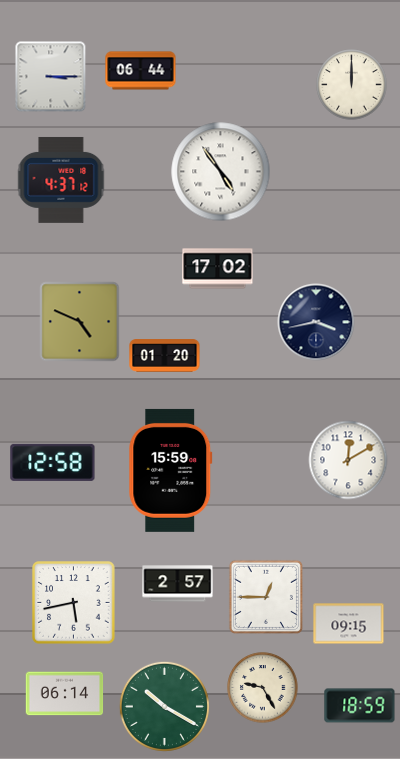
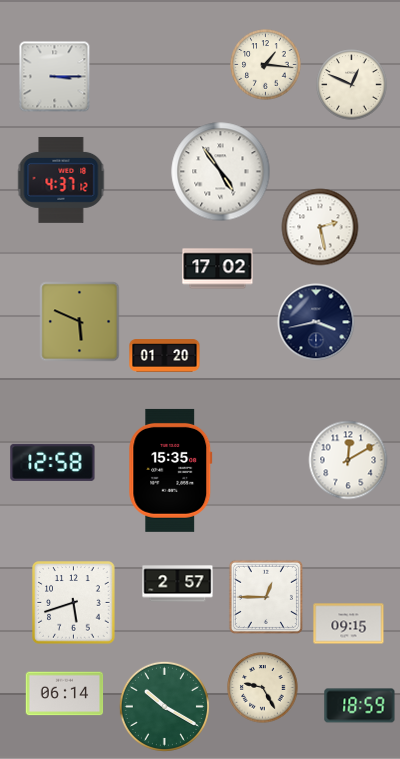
clock at (266, 65): none -> 1:16
clock at (141, 71): 06:44 -> none
clock at (51, 77) position: (51, 77) -> (55, 77)
clock at (352, 85): 12:00 -> 12:49
clock at (320, 227): none -> 2:28
clock at (80, 322): 4:49 -> 5:49
clock at (171, 470): 15:59 -> 15:35
clock at (74, 603): 5:43 -> 5:42
